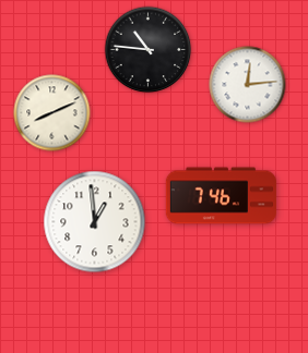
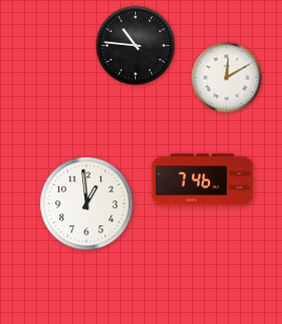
clock at (248, 85): 12:14 -> 12:10
clock at (52, 113): 8:11 -> none
